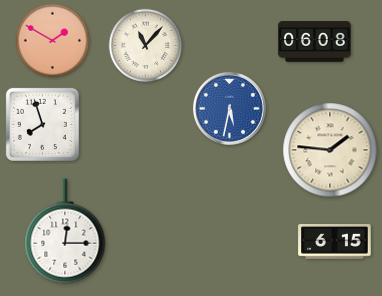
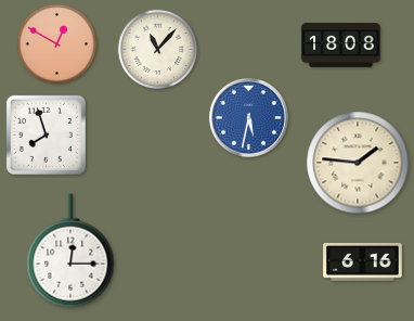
clock at (53, 41): 1:50 -> 12:50
clock at (315, 42): 06:08 -> 18:08
clock at (335, 242): 6:15 -> 6:16
